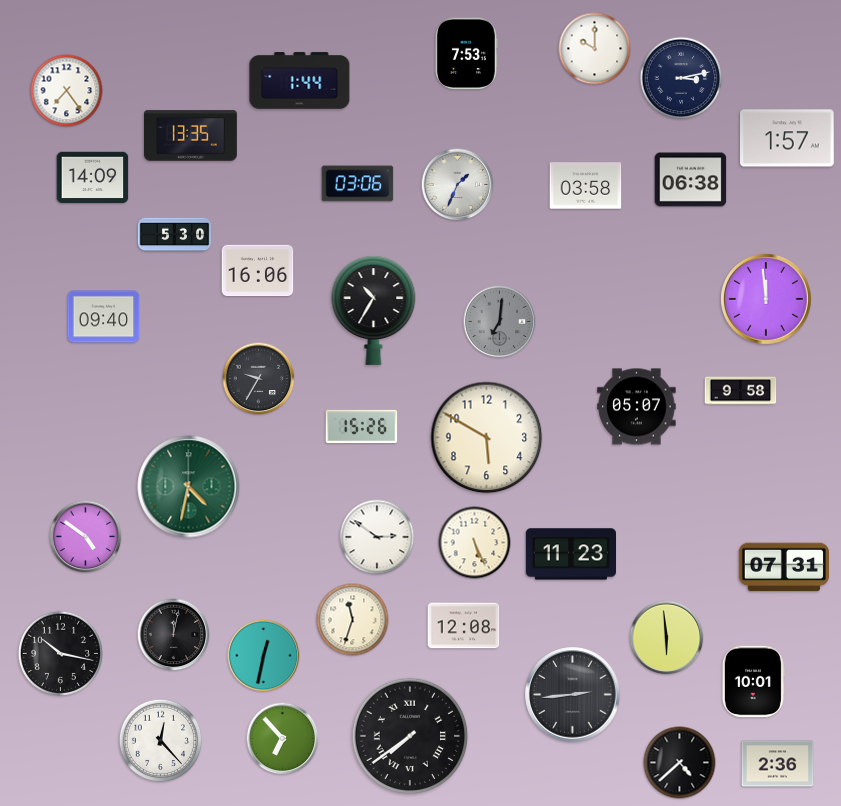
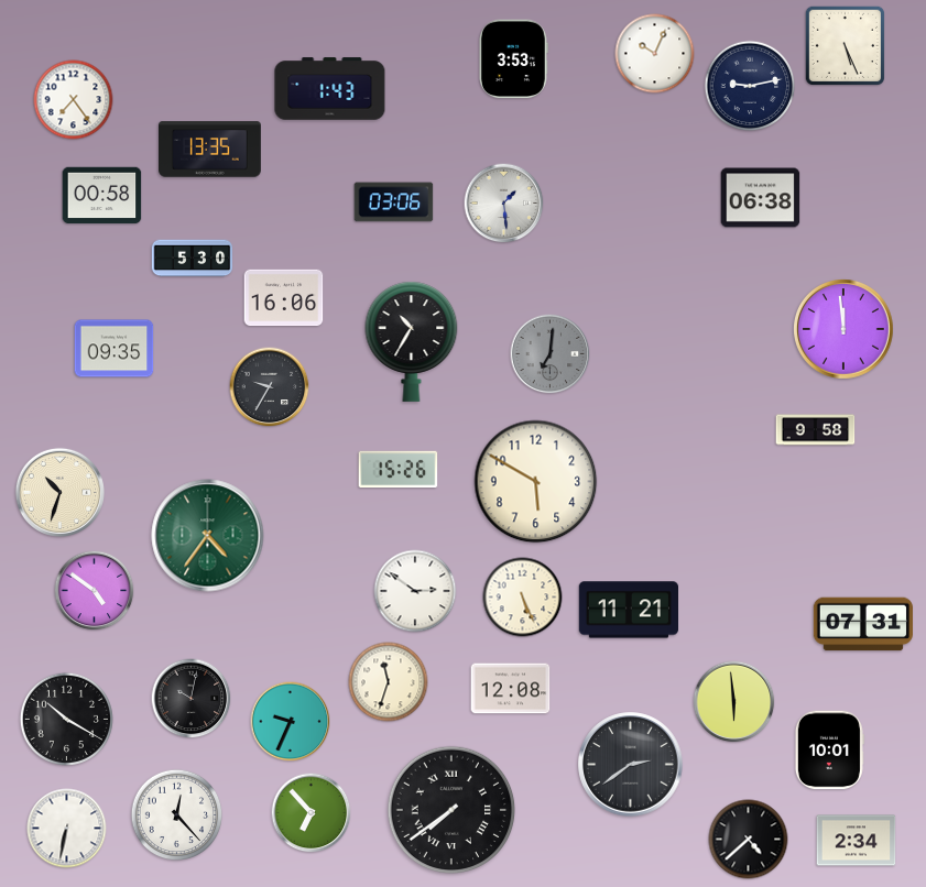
clock at (845, 45): none -> 5:26
clock at (595, 49): 10:00 -> 10:04
clock at (467, 54): 7:53 -> 3:53
clock at (681, 78): 3:13 -> 9:13
clock at (300, 81): 1:44 -> 1:43
clock at (788, 138): 1:57 -> none
clock at (93, 178): 14:09 -> 00:58
clock at (458, 185): 1:34 -> 1:29
clock at (586, 186): 03:58 -> none
clock at (104, 317): 09:40 -> 09:35
clock at (259, 379) position: (259, 379) -> (270, 387)
clock at (637, 407): 05:07 -> none
clock at (59, 492): none -> 10:33
clock at (189, 487): 4:32 -> 4:36
clock at (570, 554): 11:23 -> 11:21
clock at (174, 635): 12:02 -> 10:02
clock at (60, 653): 10:17 -> 10:20
clock at (264, 656): 12:32 -> 9:34
clock at (573, 695): 2:44 -> 2:39
clock at (67, 829): none -> 6:32
clock at (778, 764): 2:36 -> 2:34
